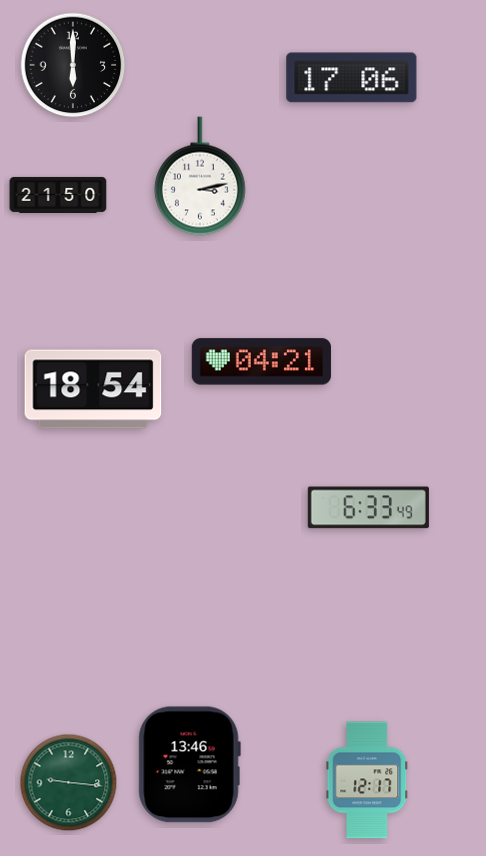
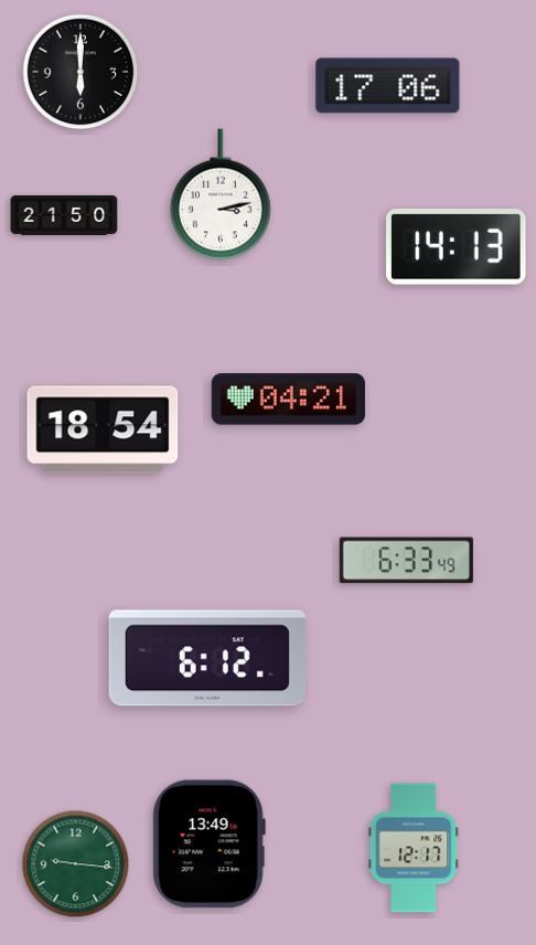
clock at (457, 247): none -> 14:13
clock at (207, 658): none -> 6:12
clock at (189, 765): 13:46 -> 13:49
clock at (367, 780) position: (367, 780) -> (414, 848)
